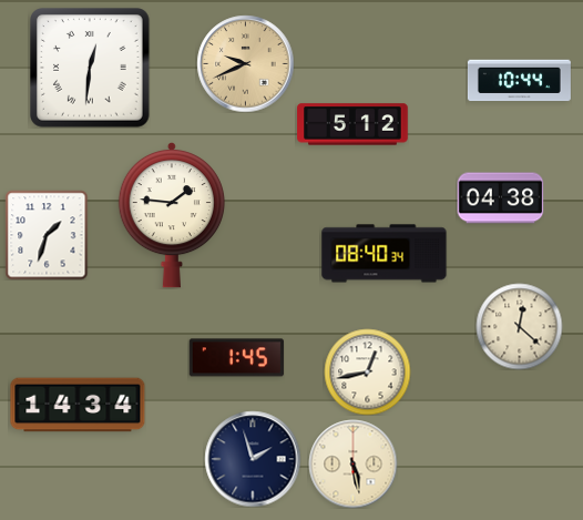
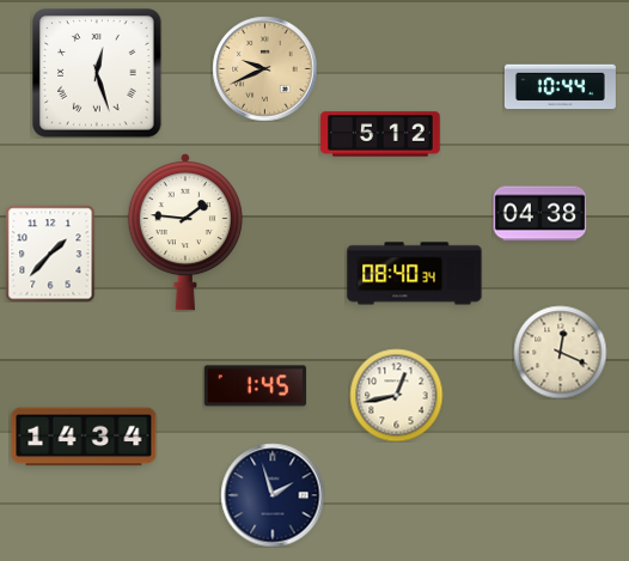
clock at (90, 68): 12:31 -> 12:27
clock at (47, 235): 1:33 -> 1:37
clock at (519, 326): 12:22 -> 12:19
clock at (367, 371) position: (367, 371) -> (396, 395)
clock at (352, 463): 5:28 -> none
